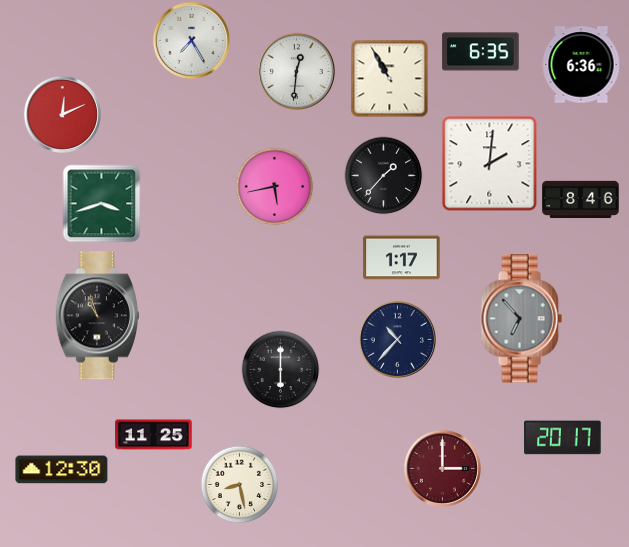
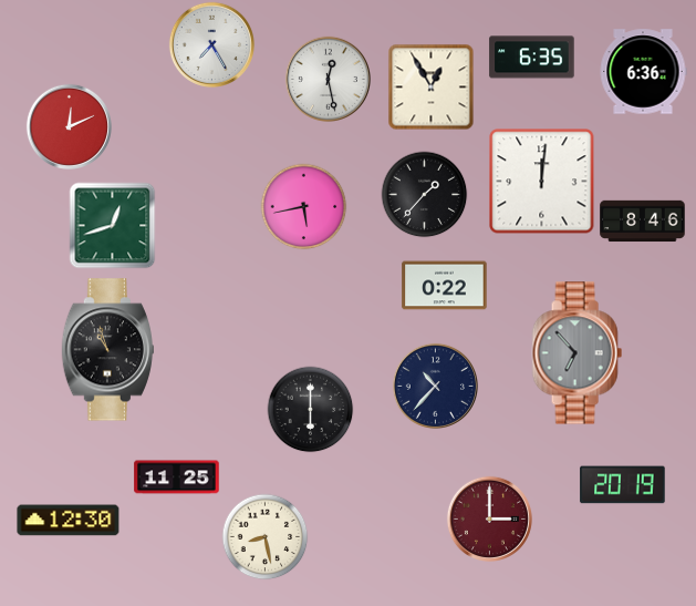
clock at (296, 71): 12:31 -> 12:28
clock at (389, 78): 10:55 -> 12:55
clock at (490, 164): 2:01 -> 12:01
clock at (101, 203): 3:42 -> 12:42
clock at (402, 258): 1:17 -> 0:22
clock at (397, 339) position: (397, 339) -> (435, 386)
clock at (154, 435) position: (154, 435) -> (177, 477)
clock at (563, 438): 20:17 -> 20:19
